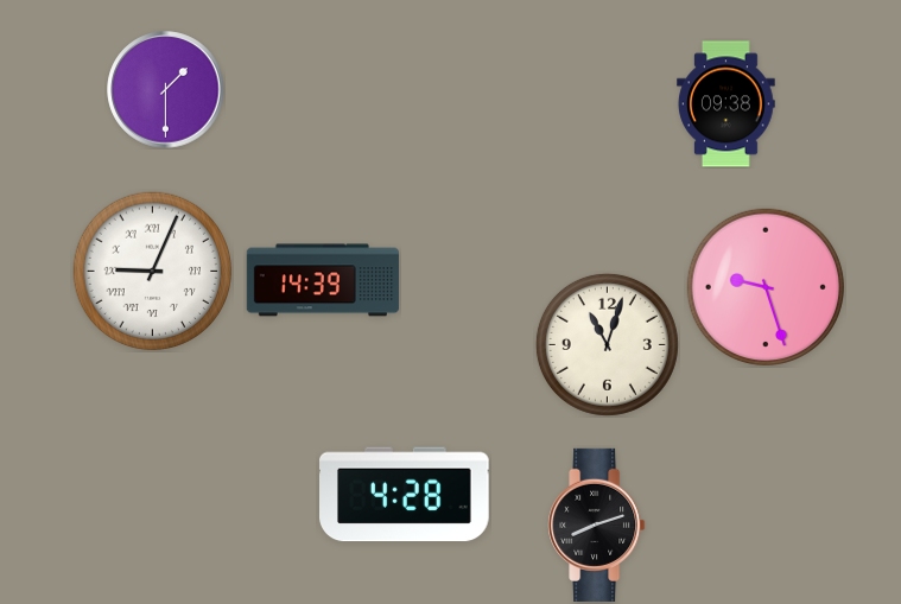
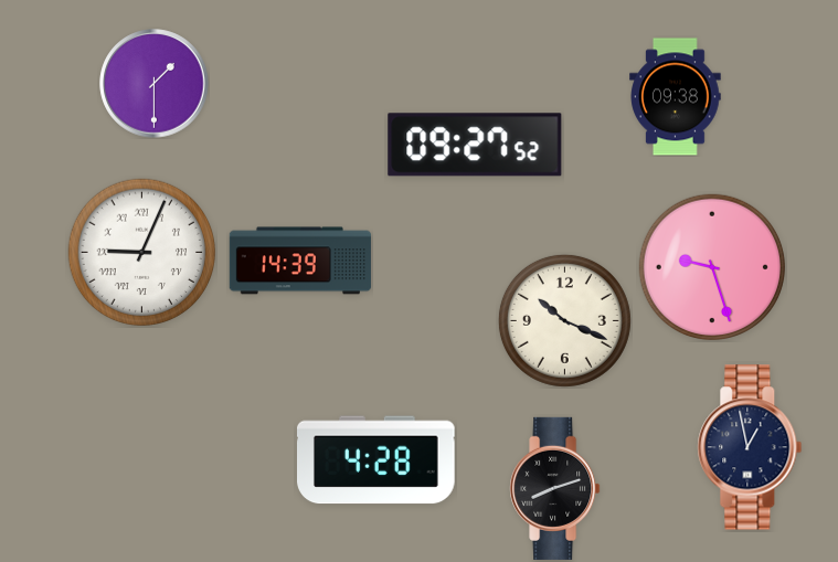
clock at (475, 145): none -> 09:27
clock at (607, 344): 11:03 -> 10:19
clock at (750, 447): none -> 12:58
